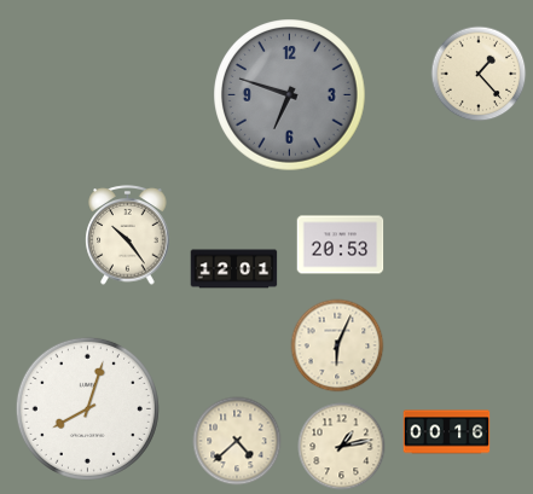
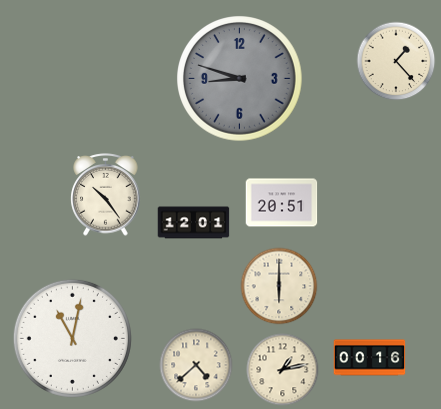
clock at (290, 95): 6:48 -> 8:48
clock at (341, 245): 20:53 -> 20:51
clock at (337, 345): 6:04 -> 6:00
clock at (87, 408): 8:03 -> 11:02
